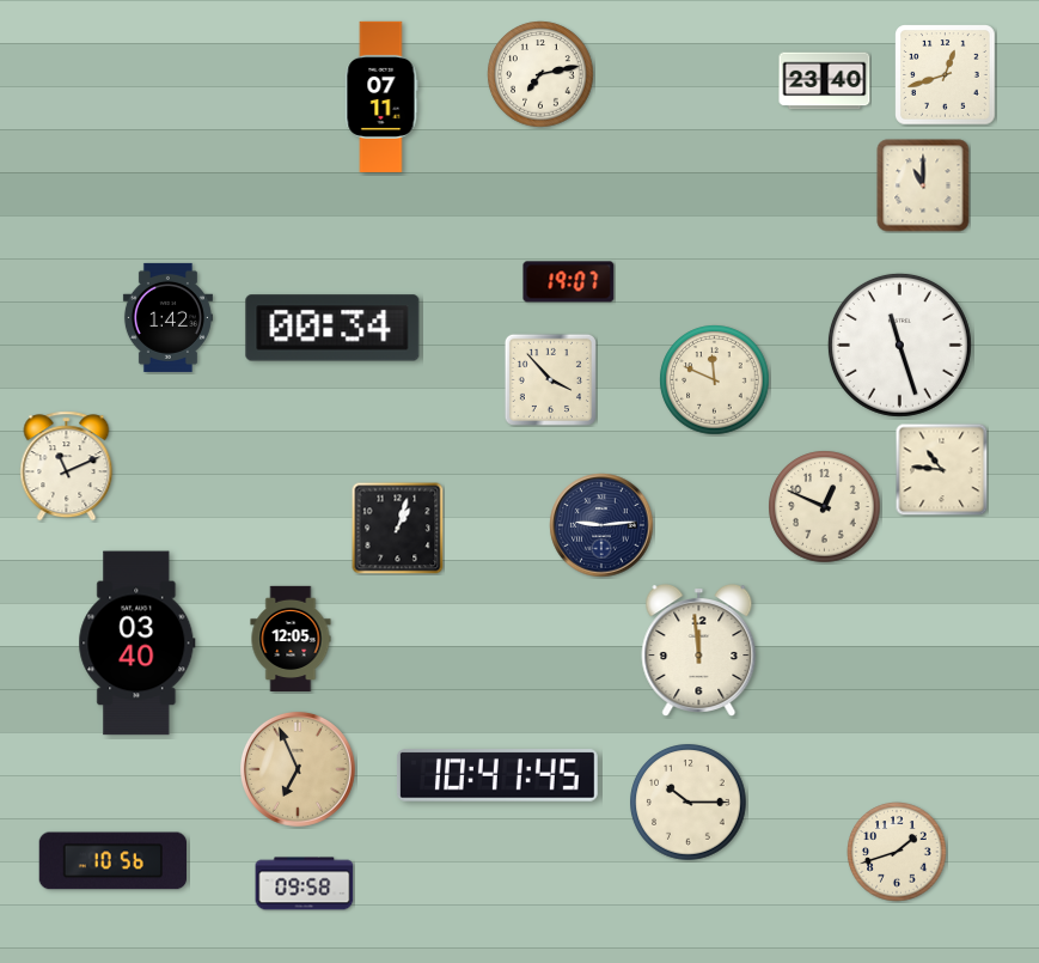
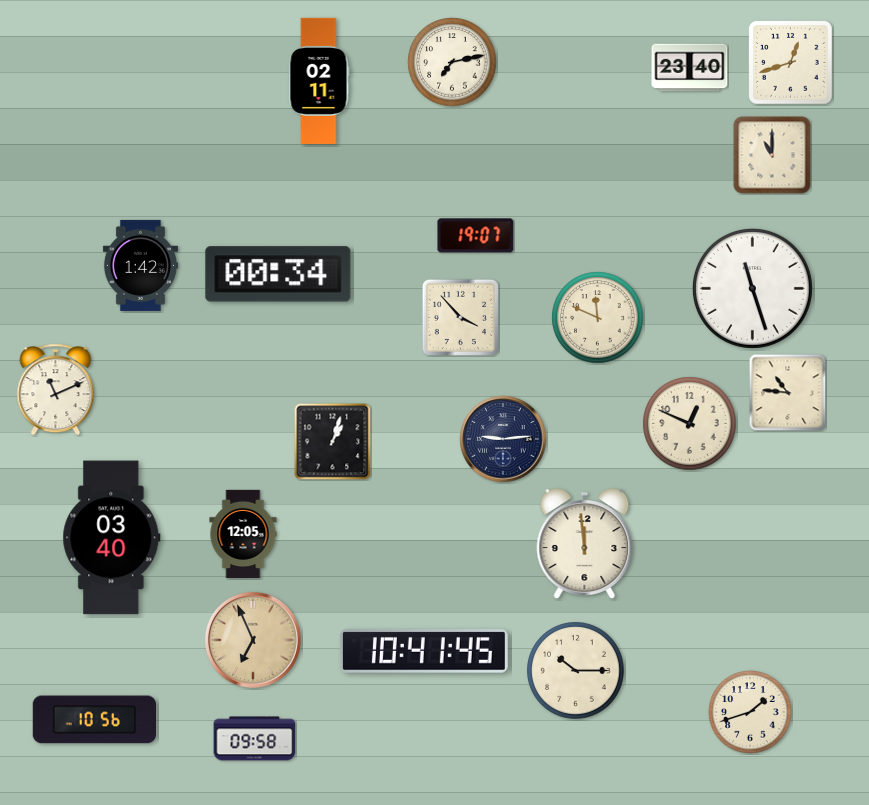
clock at (381, 97): 07:11 -> 02:11
clock at (137, 644) position: (137, 644) -> (112, 538)
clock at (298, 769) position: (298, 769) -> (253, 640)
clock at (497, 775) position: (497, 775) -> (424, 651)
